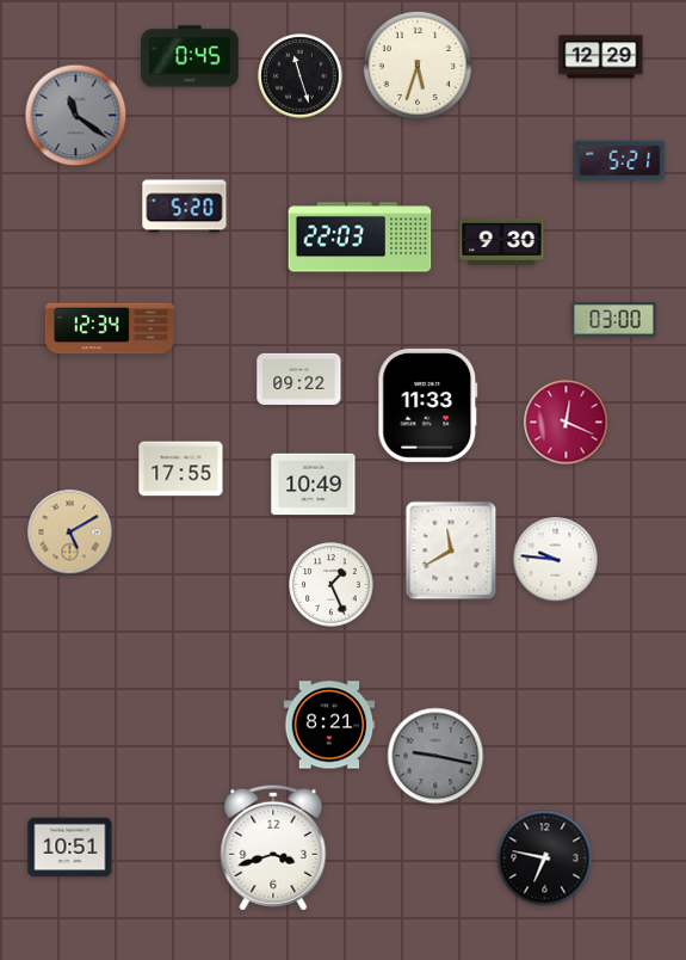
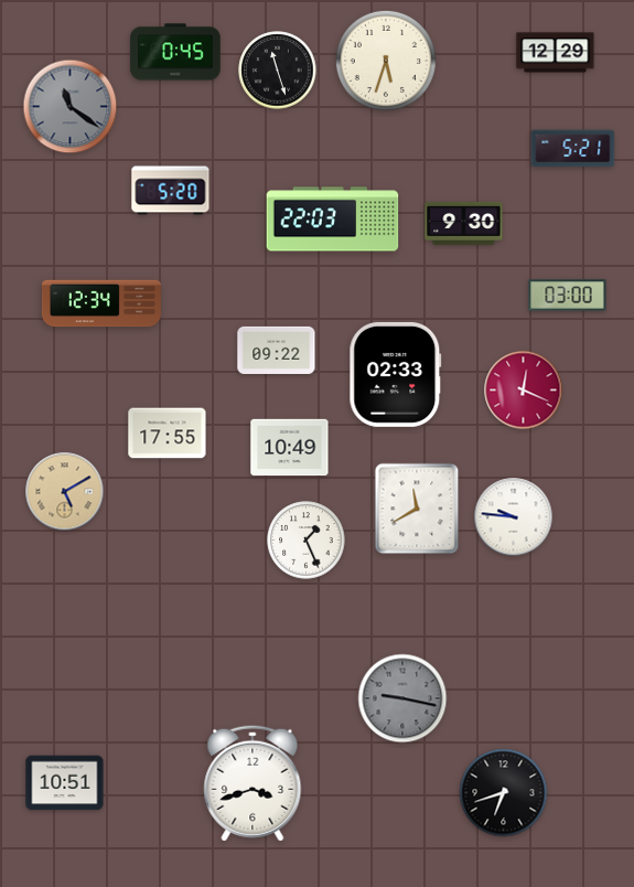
clock at (428, 405): 11:33 -> 02:33
clock at (329, 725): 8:21 -> none
clock at (545, 859): 6:47 -> 6:42
